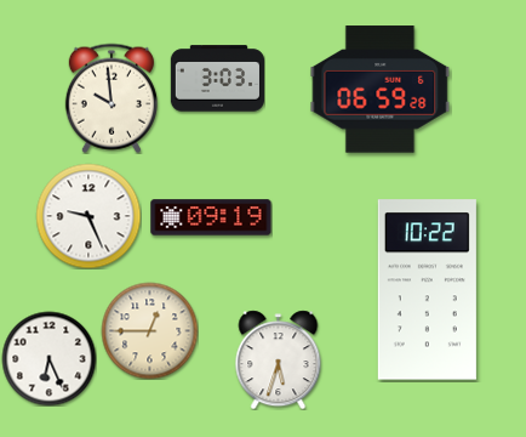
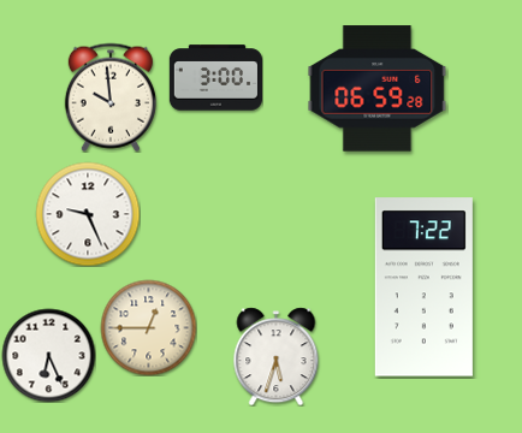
clock at (217, 79): 3:03 -> 3:00
clock at (211, 217): 09:19 -> none
clock at (427, 290): 10:22 -> 7:22
